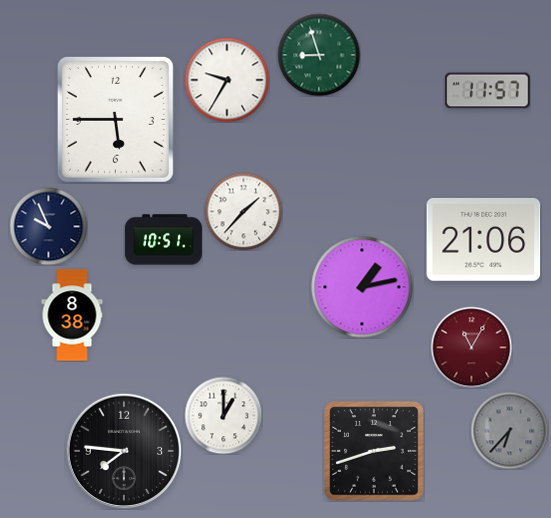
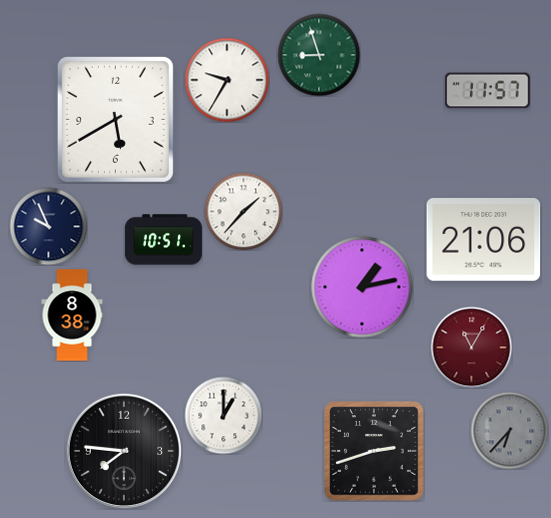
clock at (115, 119): 5:45 -> 5:40
